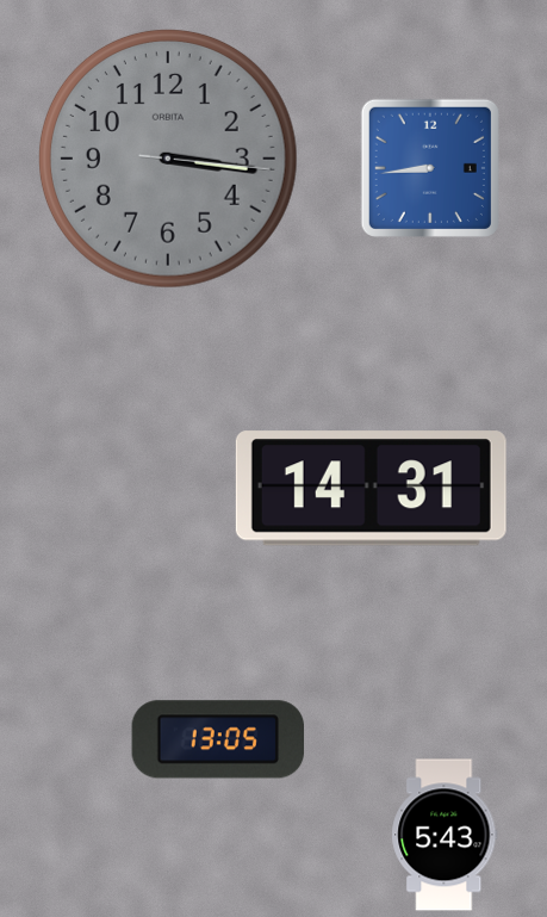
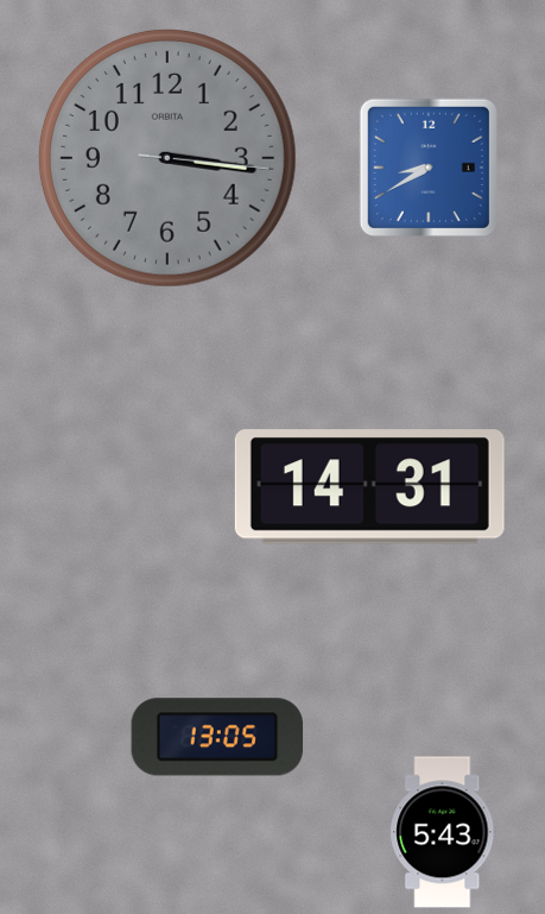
clock at (430, 168): 8:44 -> 8:40
